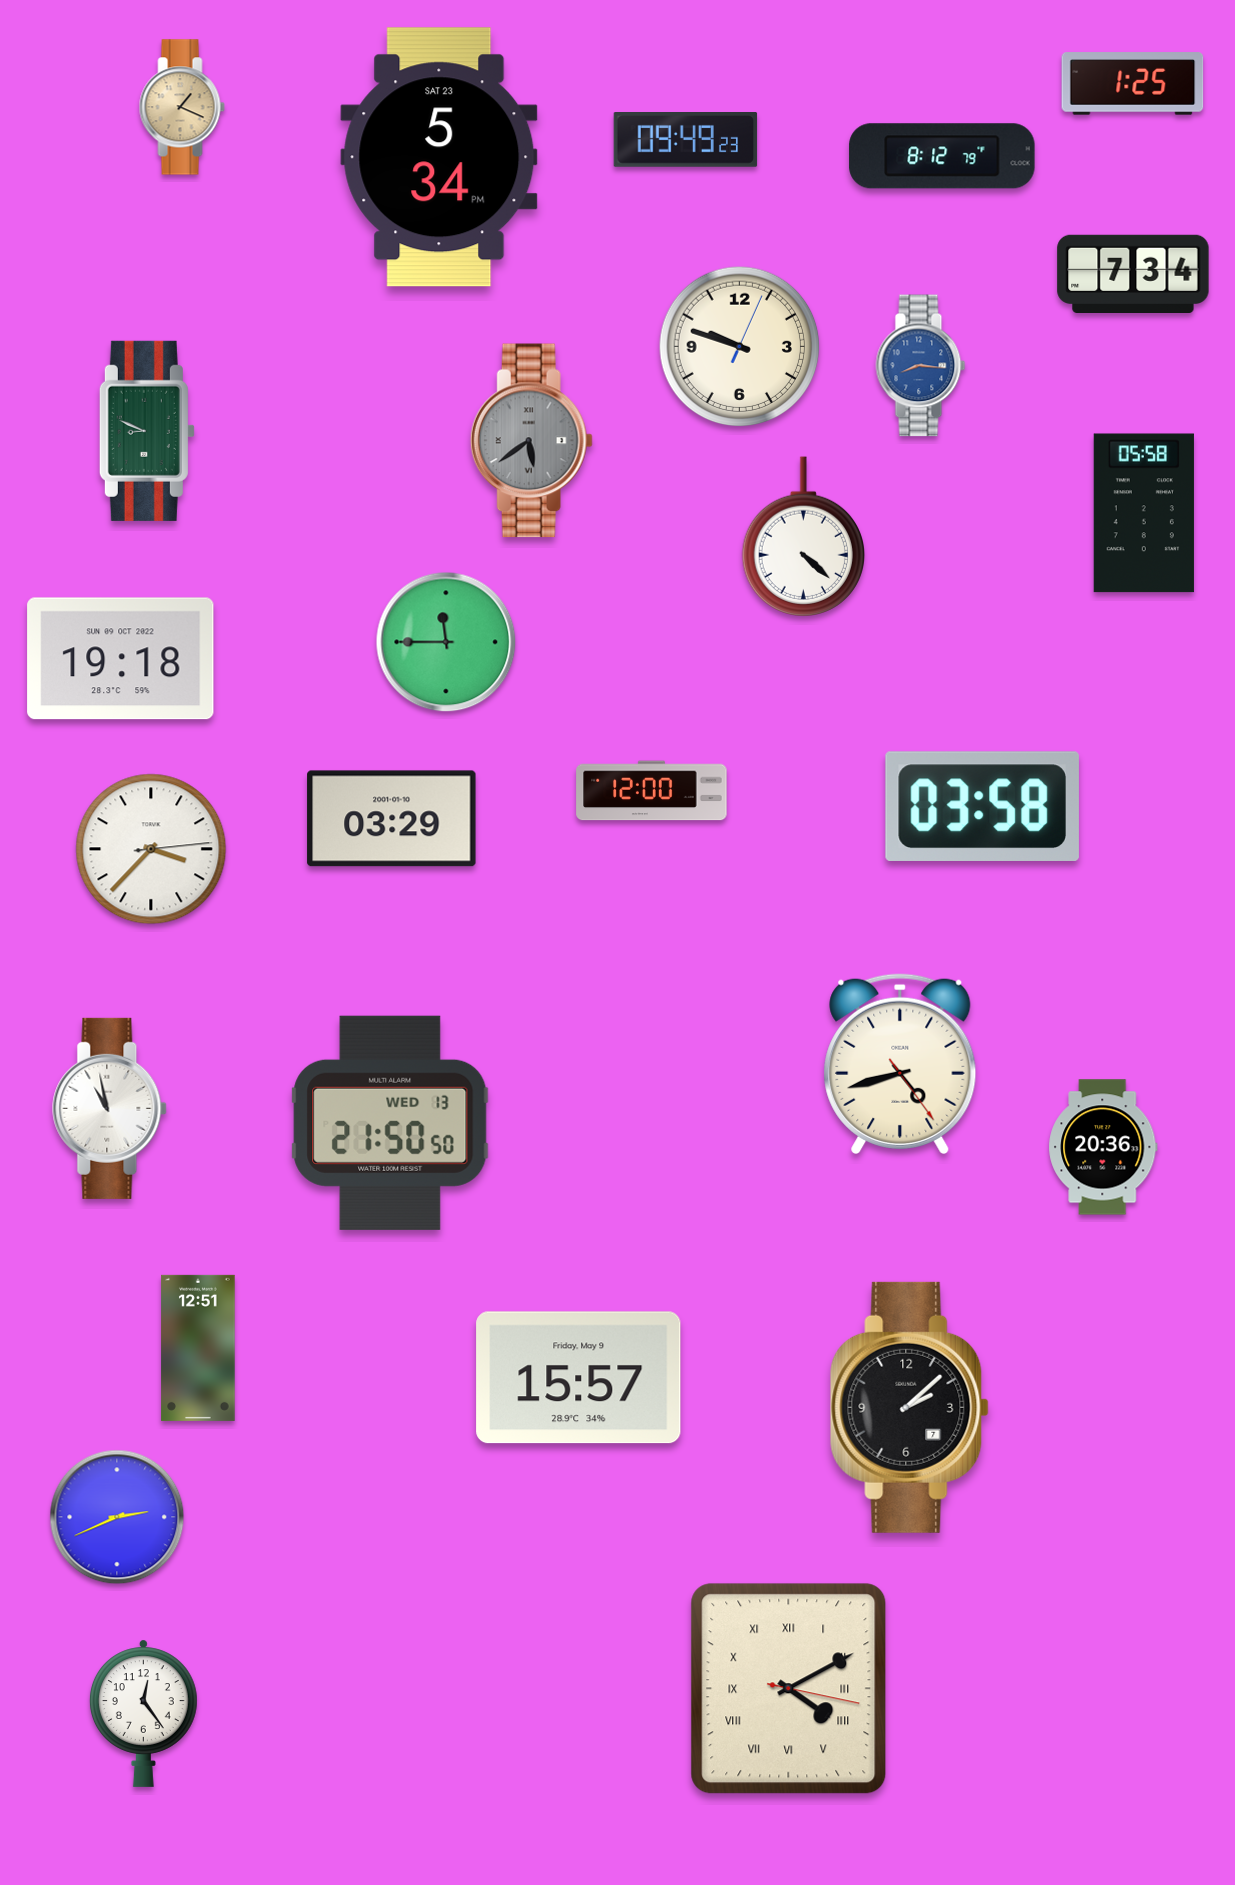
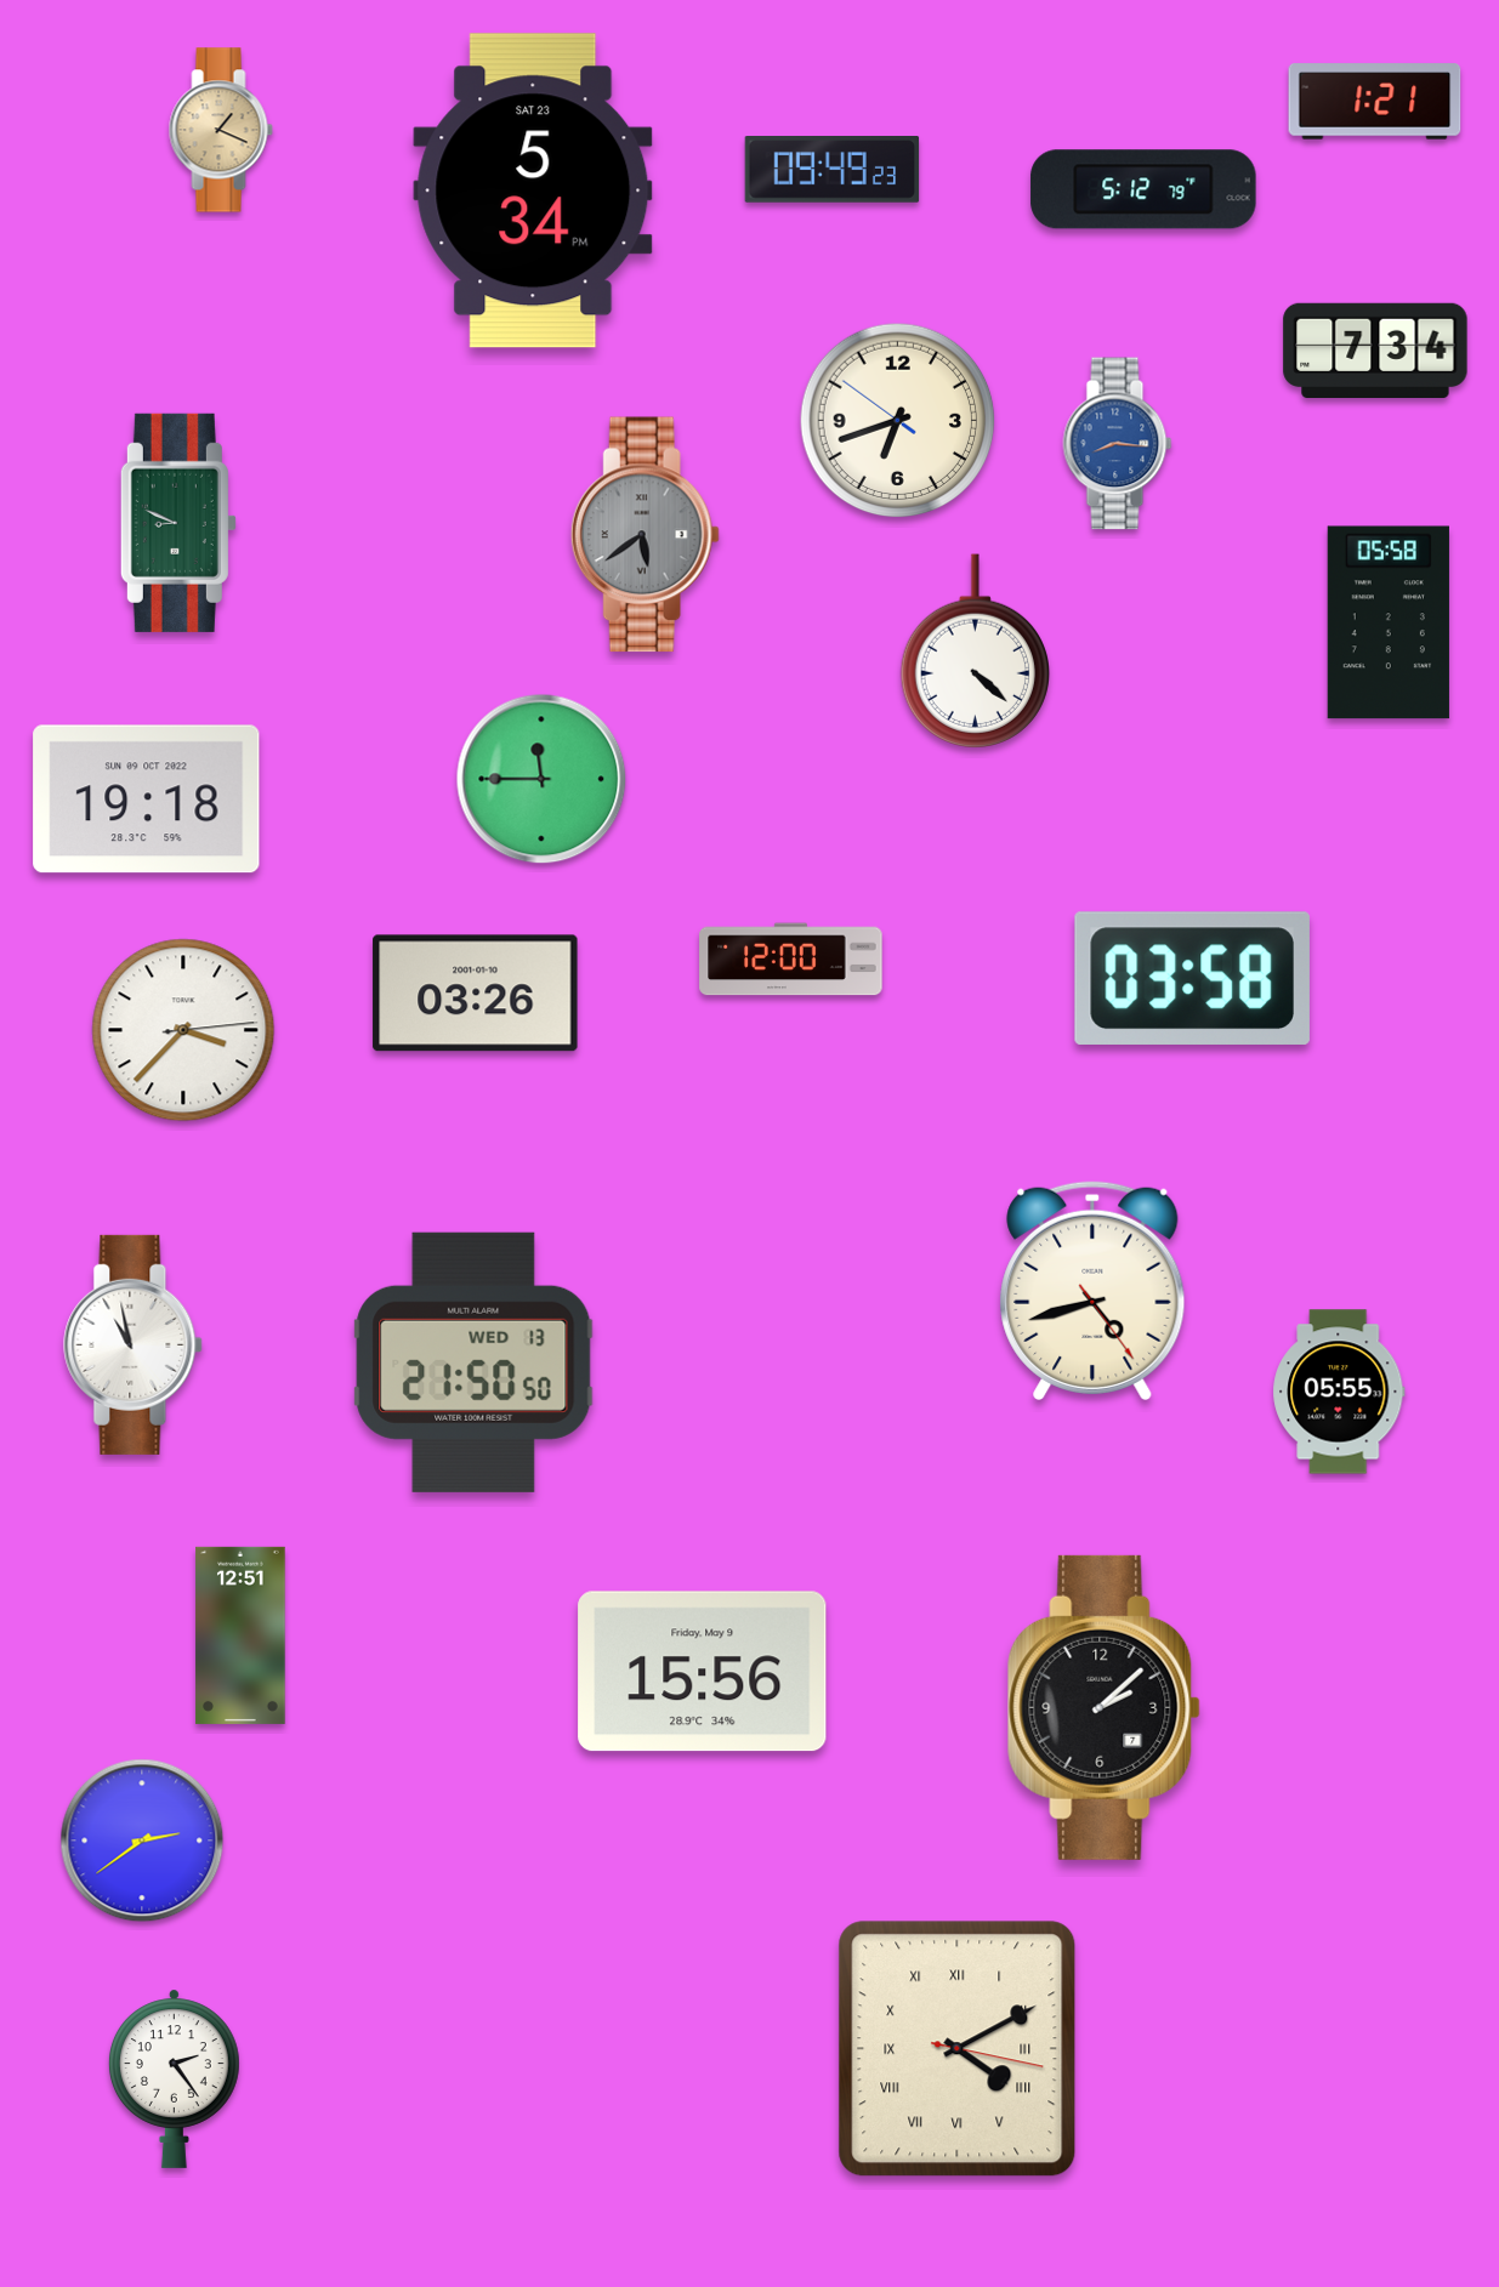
clock at (1133, 84): 1:25 -> 1:21
clock at (942, 156): 8:12 -> 5:12
clock at (1133, 273) position: (1133, 273) -> (1375, 349)
clock at (740, 347): 9:48 -> 6:41
clock at (392, 819): 03:29 -> 03:26
clock at (1103, 1147): 20:36 -> 05:55
clock at (579, 1378): 15:57 -> 15:56
clock at (117, 1517): 2:41 -> 2:39
clock at (143, 1713): 12:24 -> 2:24
